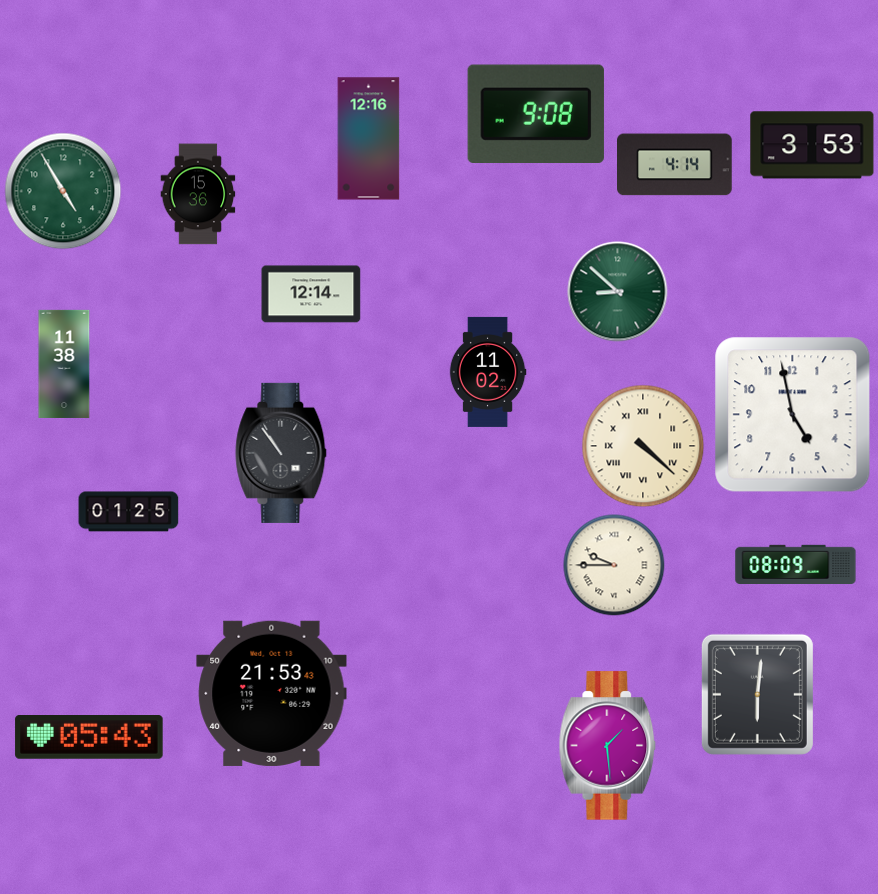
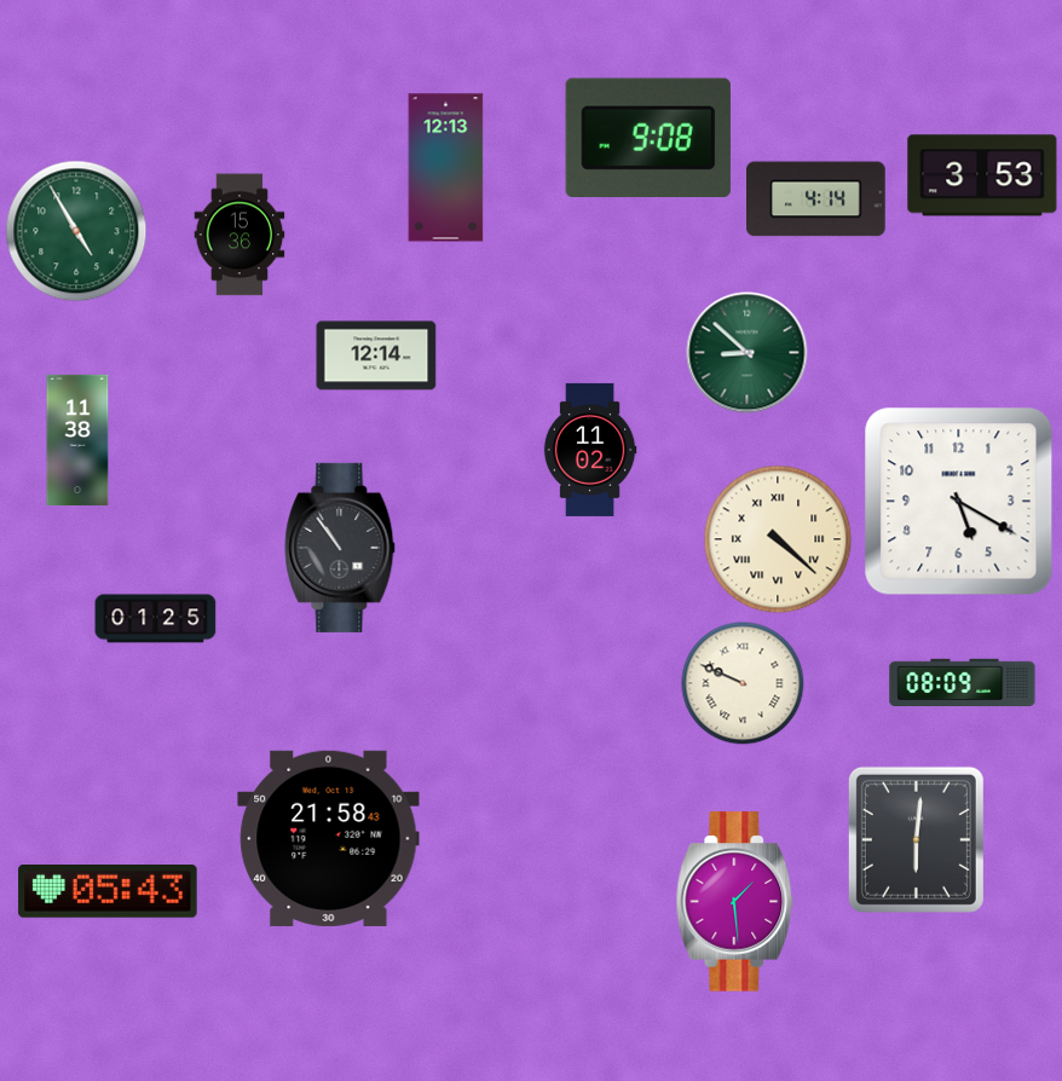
clock at (369, 139): 12:16 -> 12:13
clock at (793, 415): 4:58 -> 5:20
clock at (614, 565): 9:45 -> 9:49
clock at (272, 693): 21:53 -> 21:58
